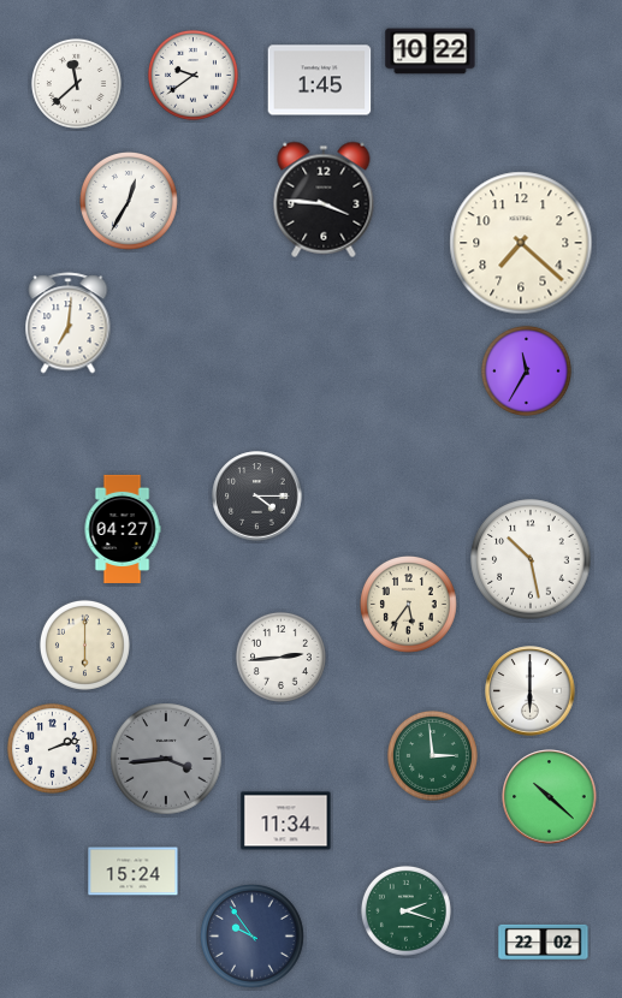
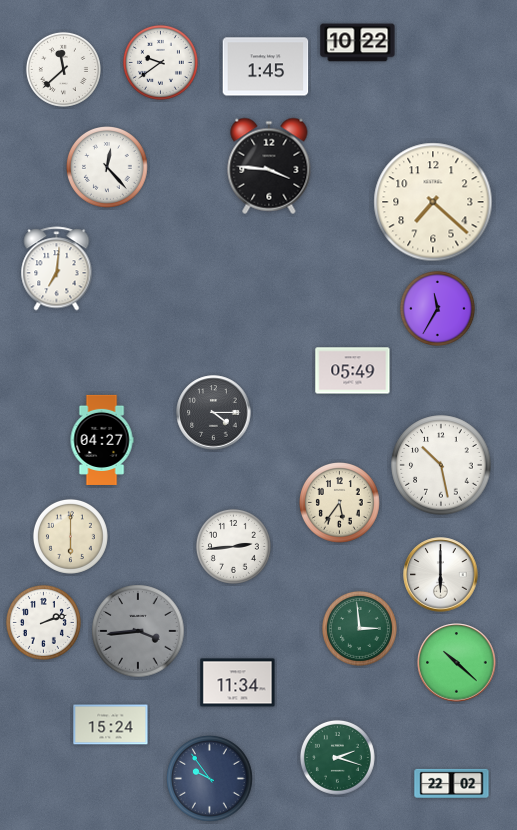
clock at (130, 202): 12:35 -> 12:23
clock at (353, 371): none -> 05:49
